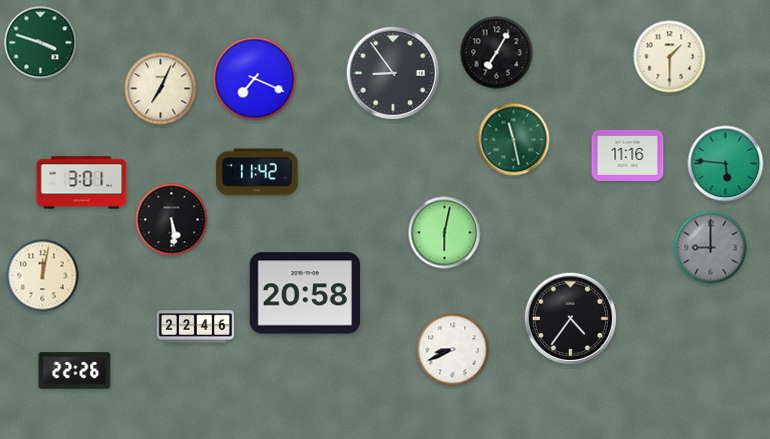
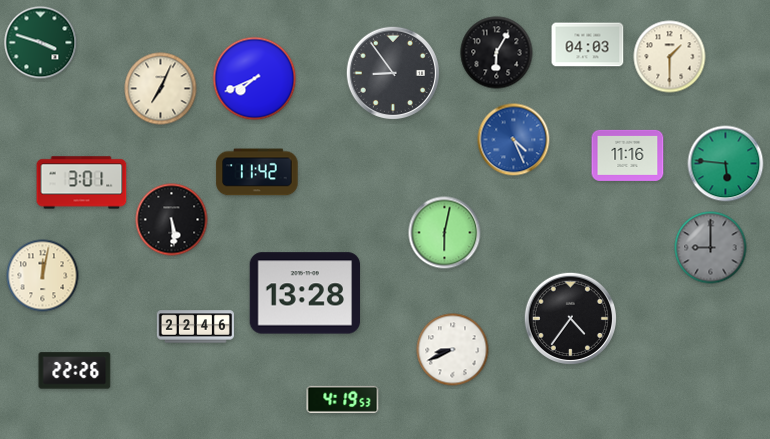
clock at (588, 45): none -> 04:03
clock at (497, 53): 7:05 -> 6:05
clock at (255, 79): 7:19 -> 7:41
clock at (514, 140): 11:28 -> 4:26
clock at (514, 140) dial: green -> blue
clock at (305, 293): 20:58 -> 13:28
clock at (343, 399): none -> 4:19
